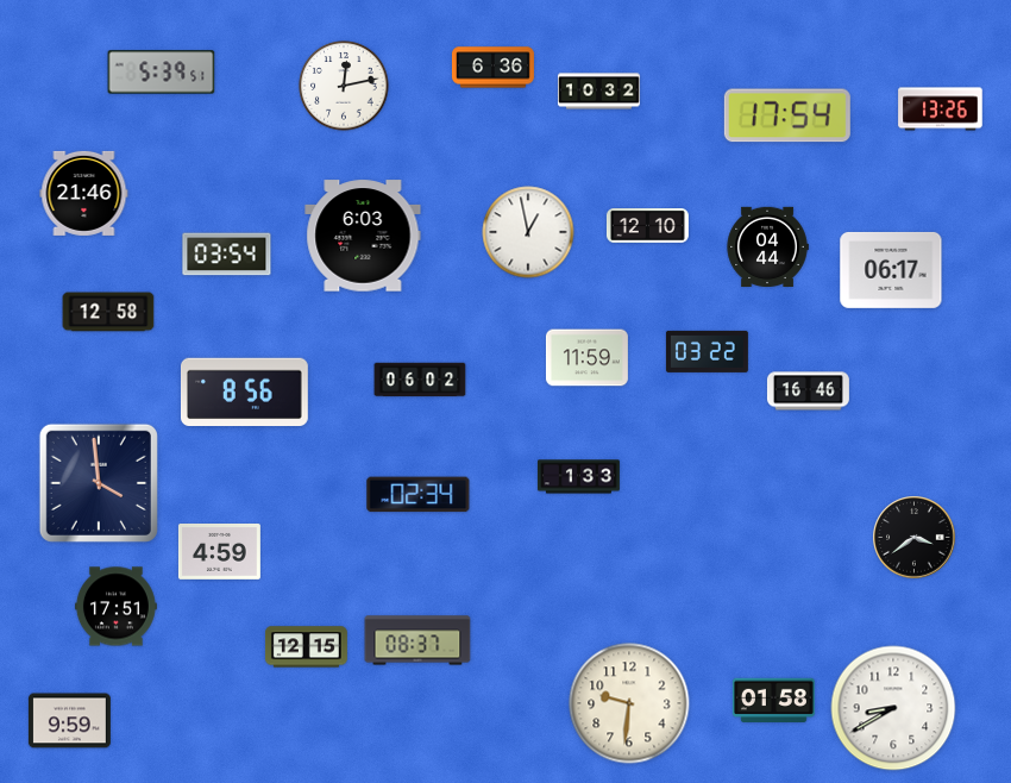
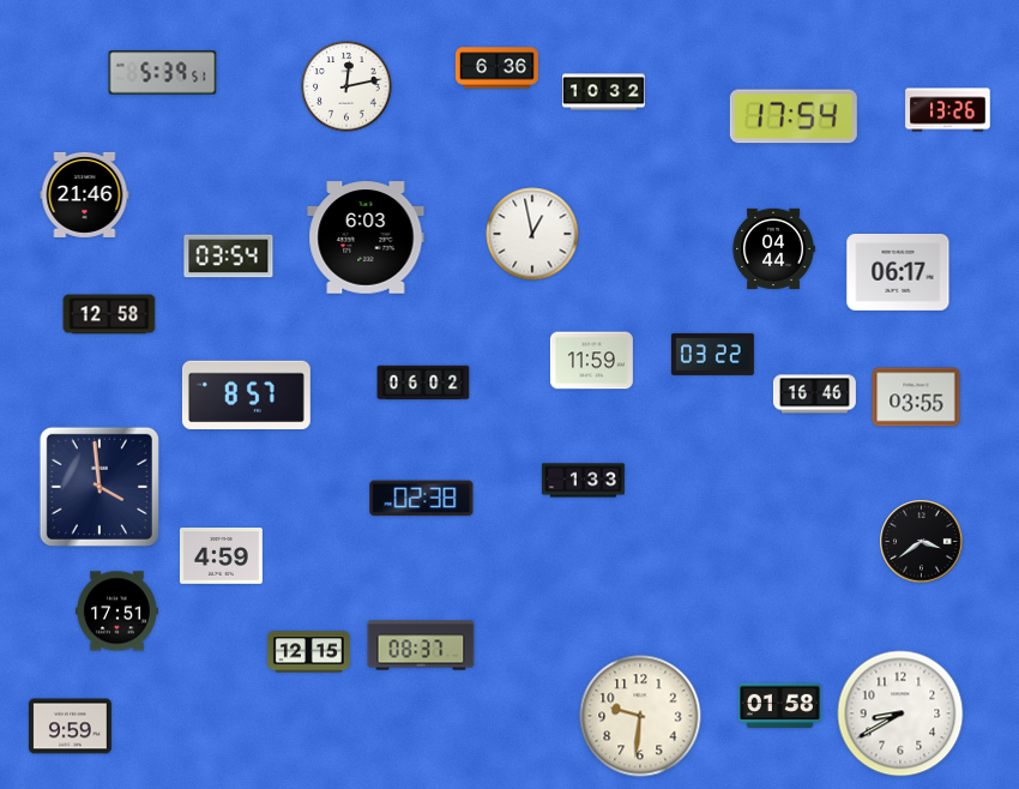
clock at (647, 226): 12:10 -> none
clock at (244, 393): 8:56 -> 8:57
clock at (916, 397): none -> 03:55
clock at (419, 495): 02:34 -> 02:38
clock at (629, 703) position: (629, 703) -> (640, 716)
